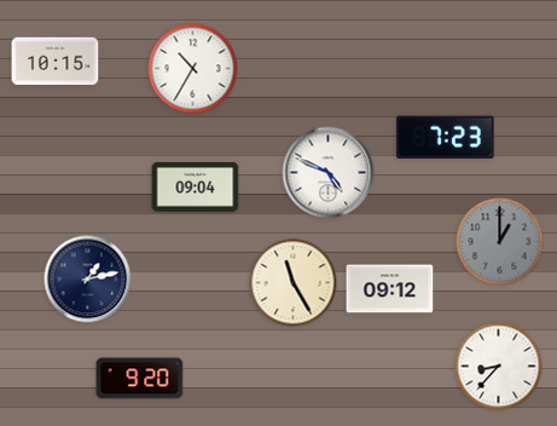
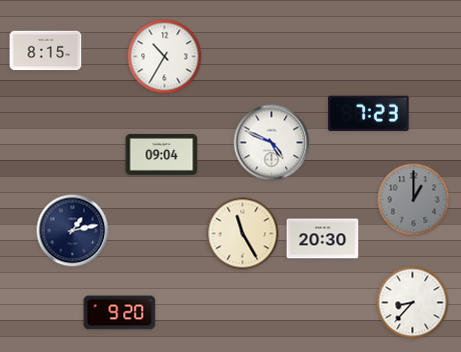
clock at (56, 62): 10:15 -> 8:15
clock at (193, 69) position: (193, 69) -> (165, 57)
clock at (390, 289): 09:12 -> 20:30
clock at (140, 379) position: (140, 379) -> (120, 313)
